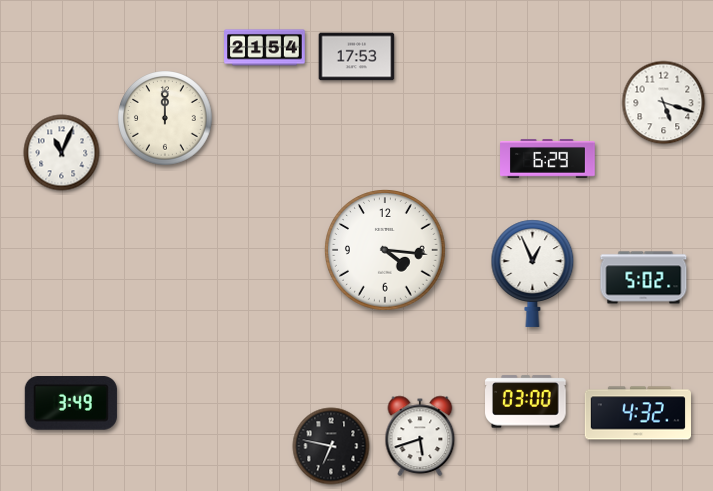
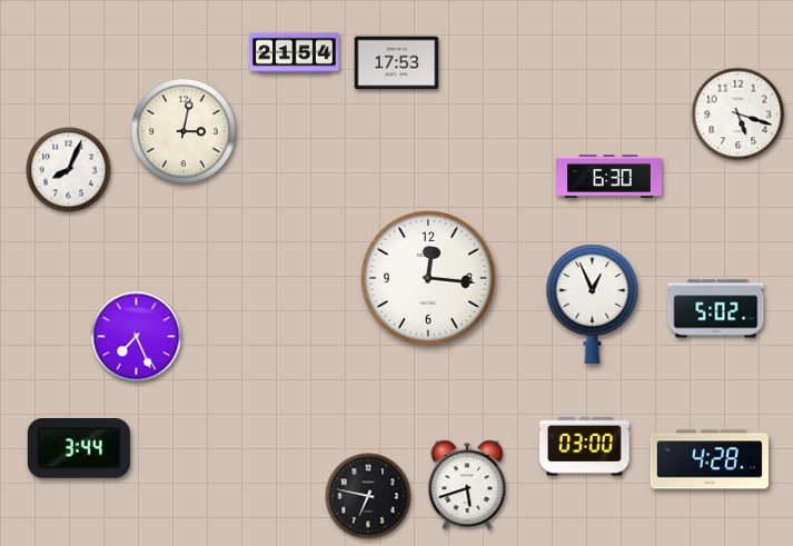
clock at (165, 118): 12:00 -> 3:02
clock at (62, 153): 11:04 -> 8:04
clock at (548, 159): 6:29 -> 6:30
clock at (386, 251): 4:16 -> 12:16
clock at (137, 337): none -> 7:26
clock at (71, 404): 3:49 -> 3:44
clock at (637, 413): 4:32 -> 4:28
